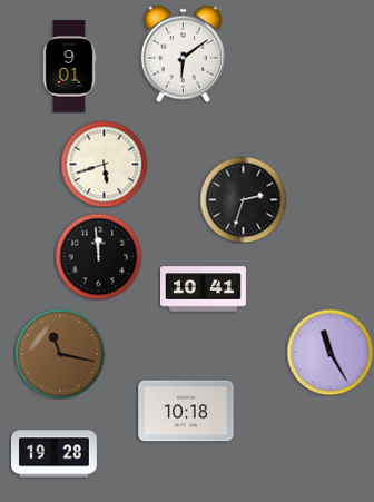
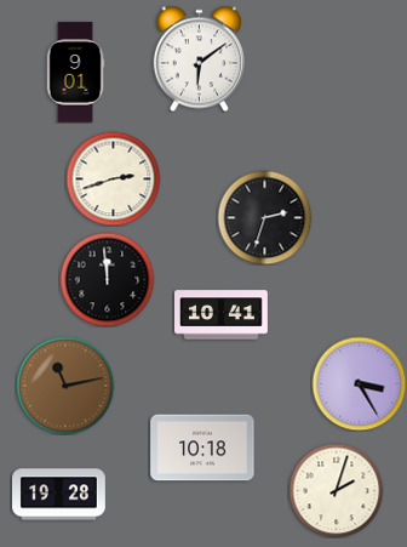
clock at (104, 164): 5:42 -> 2:42
clock at (329, 352): 11:25 -> 3:25
clock at (60, 354): 11:17 -> 11:13
clock at (336, 490): none -> 2:03
